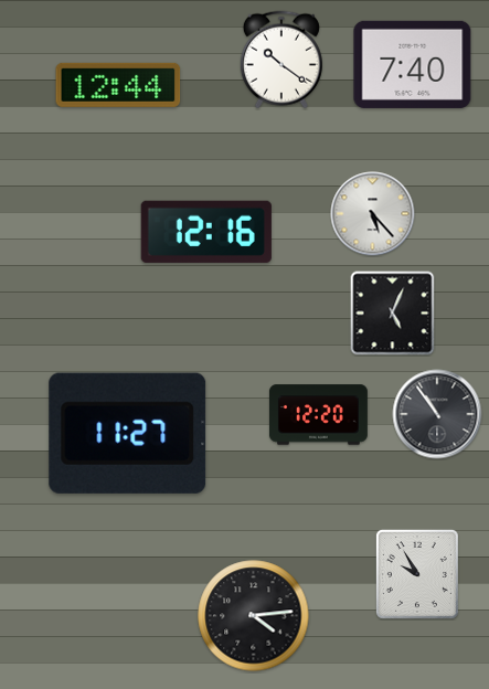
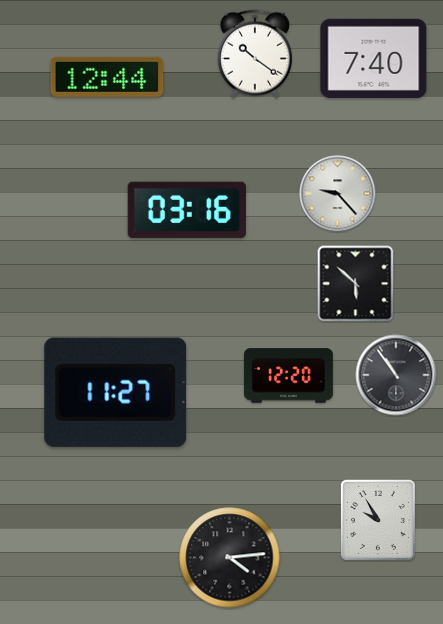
clock at (373, 214): 5:23 -> 9:23
clock at (206, 232): 12:16 -> 03:16
clock at (393, 314): 5:04 -> 5:52
